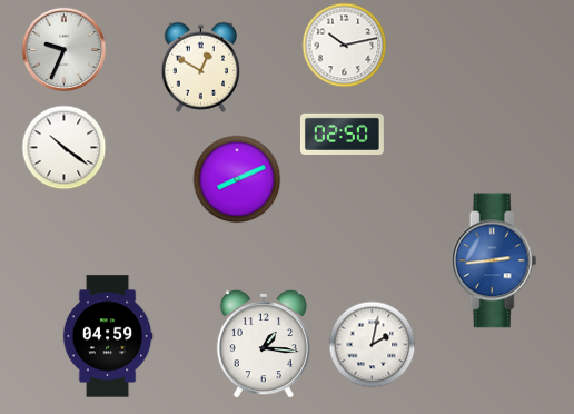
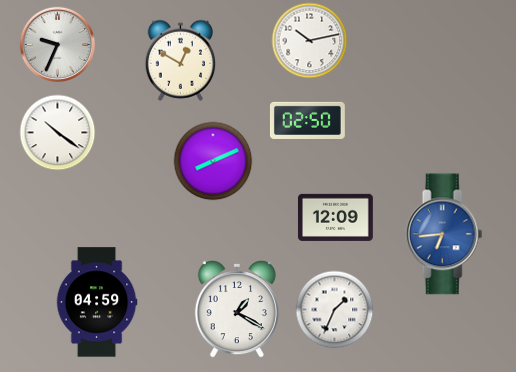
clock at (335, 217): none -> 12:09
clock at (494, 260): 2:44 -> 6:44
clock at (264, 344): 1:16 -> 1:20
clock at (373, 345): 2:02 -> 1:34
